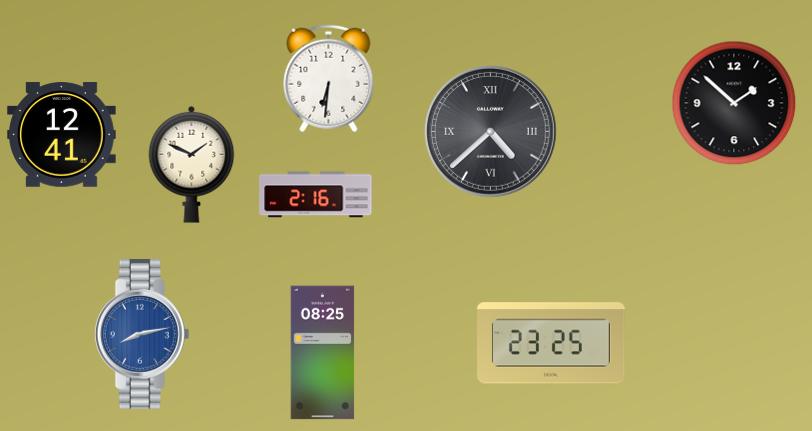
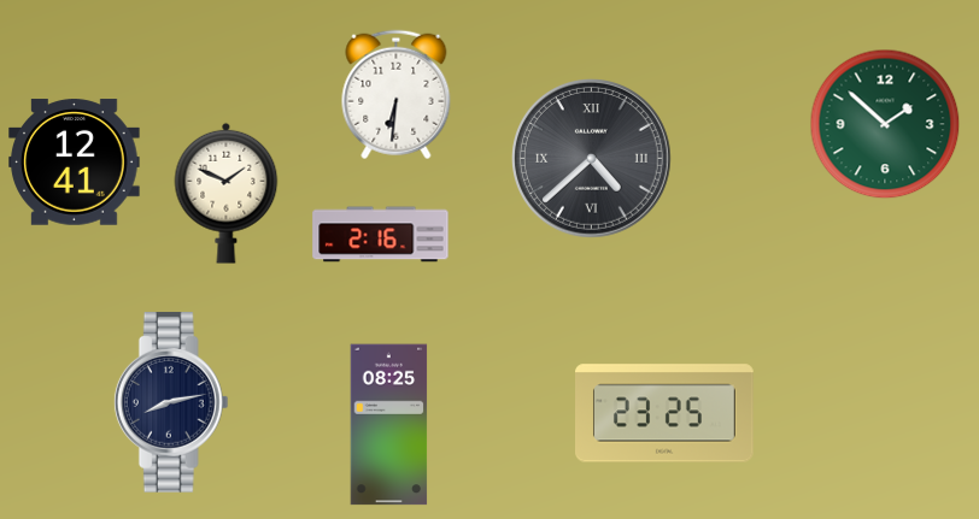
clock at (734, 103) dial: black -> green
clock at (192, 164) position: (192, 164) -> (227, 193)
clock at (142, 334) dial: blue -> navy
